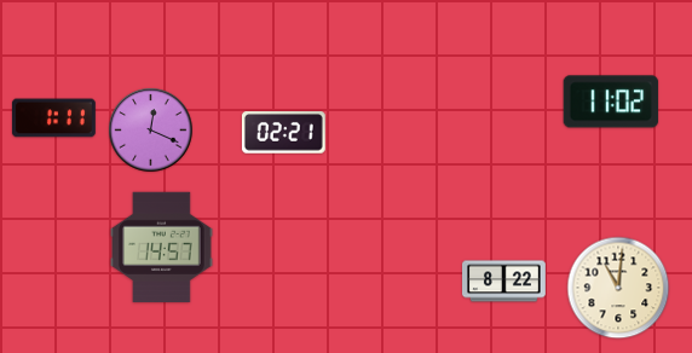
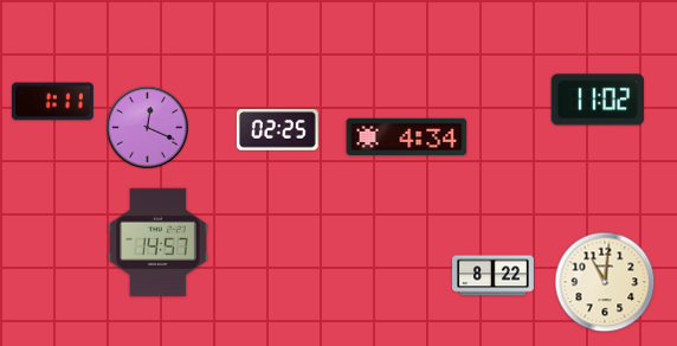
clock at (53, 118) position: (53, 118) -> (52, 102)
clock at (283, 133): 02:21 -> 02:25
clock at (407, 136): none -> 4:34
